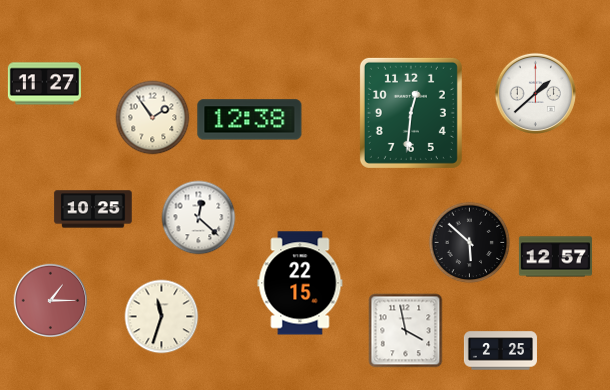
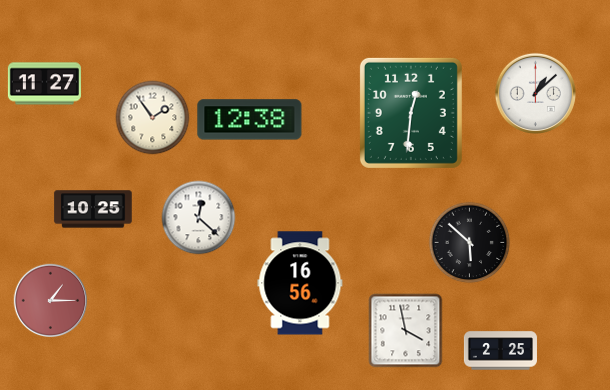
clock at (535, 93): 1:38 -> 1:08
clock at (555, 257): 12:57 -> none
clock at (300, 283): 22:15 -> 16:56
clock at (162, 317): 11:33 -> none
